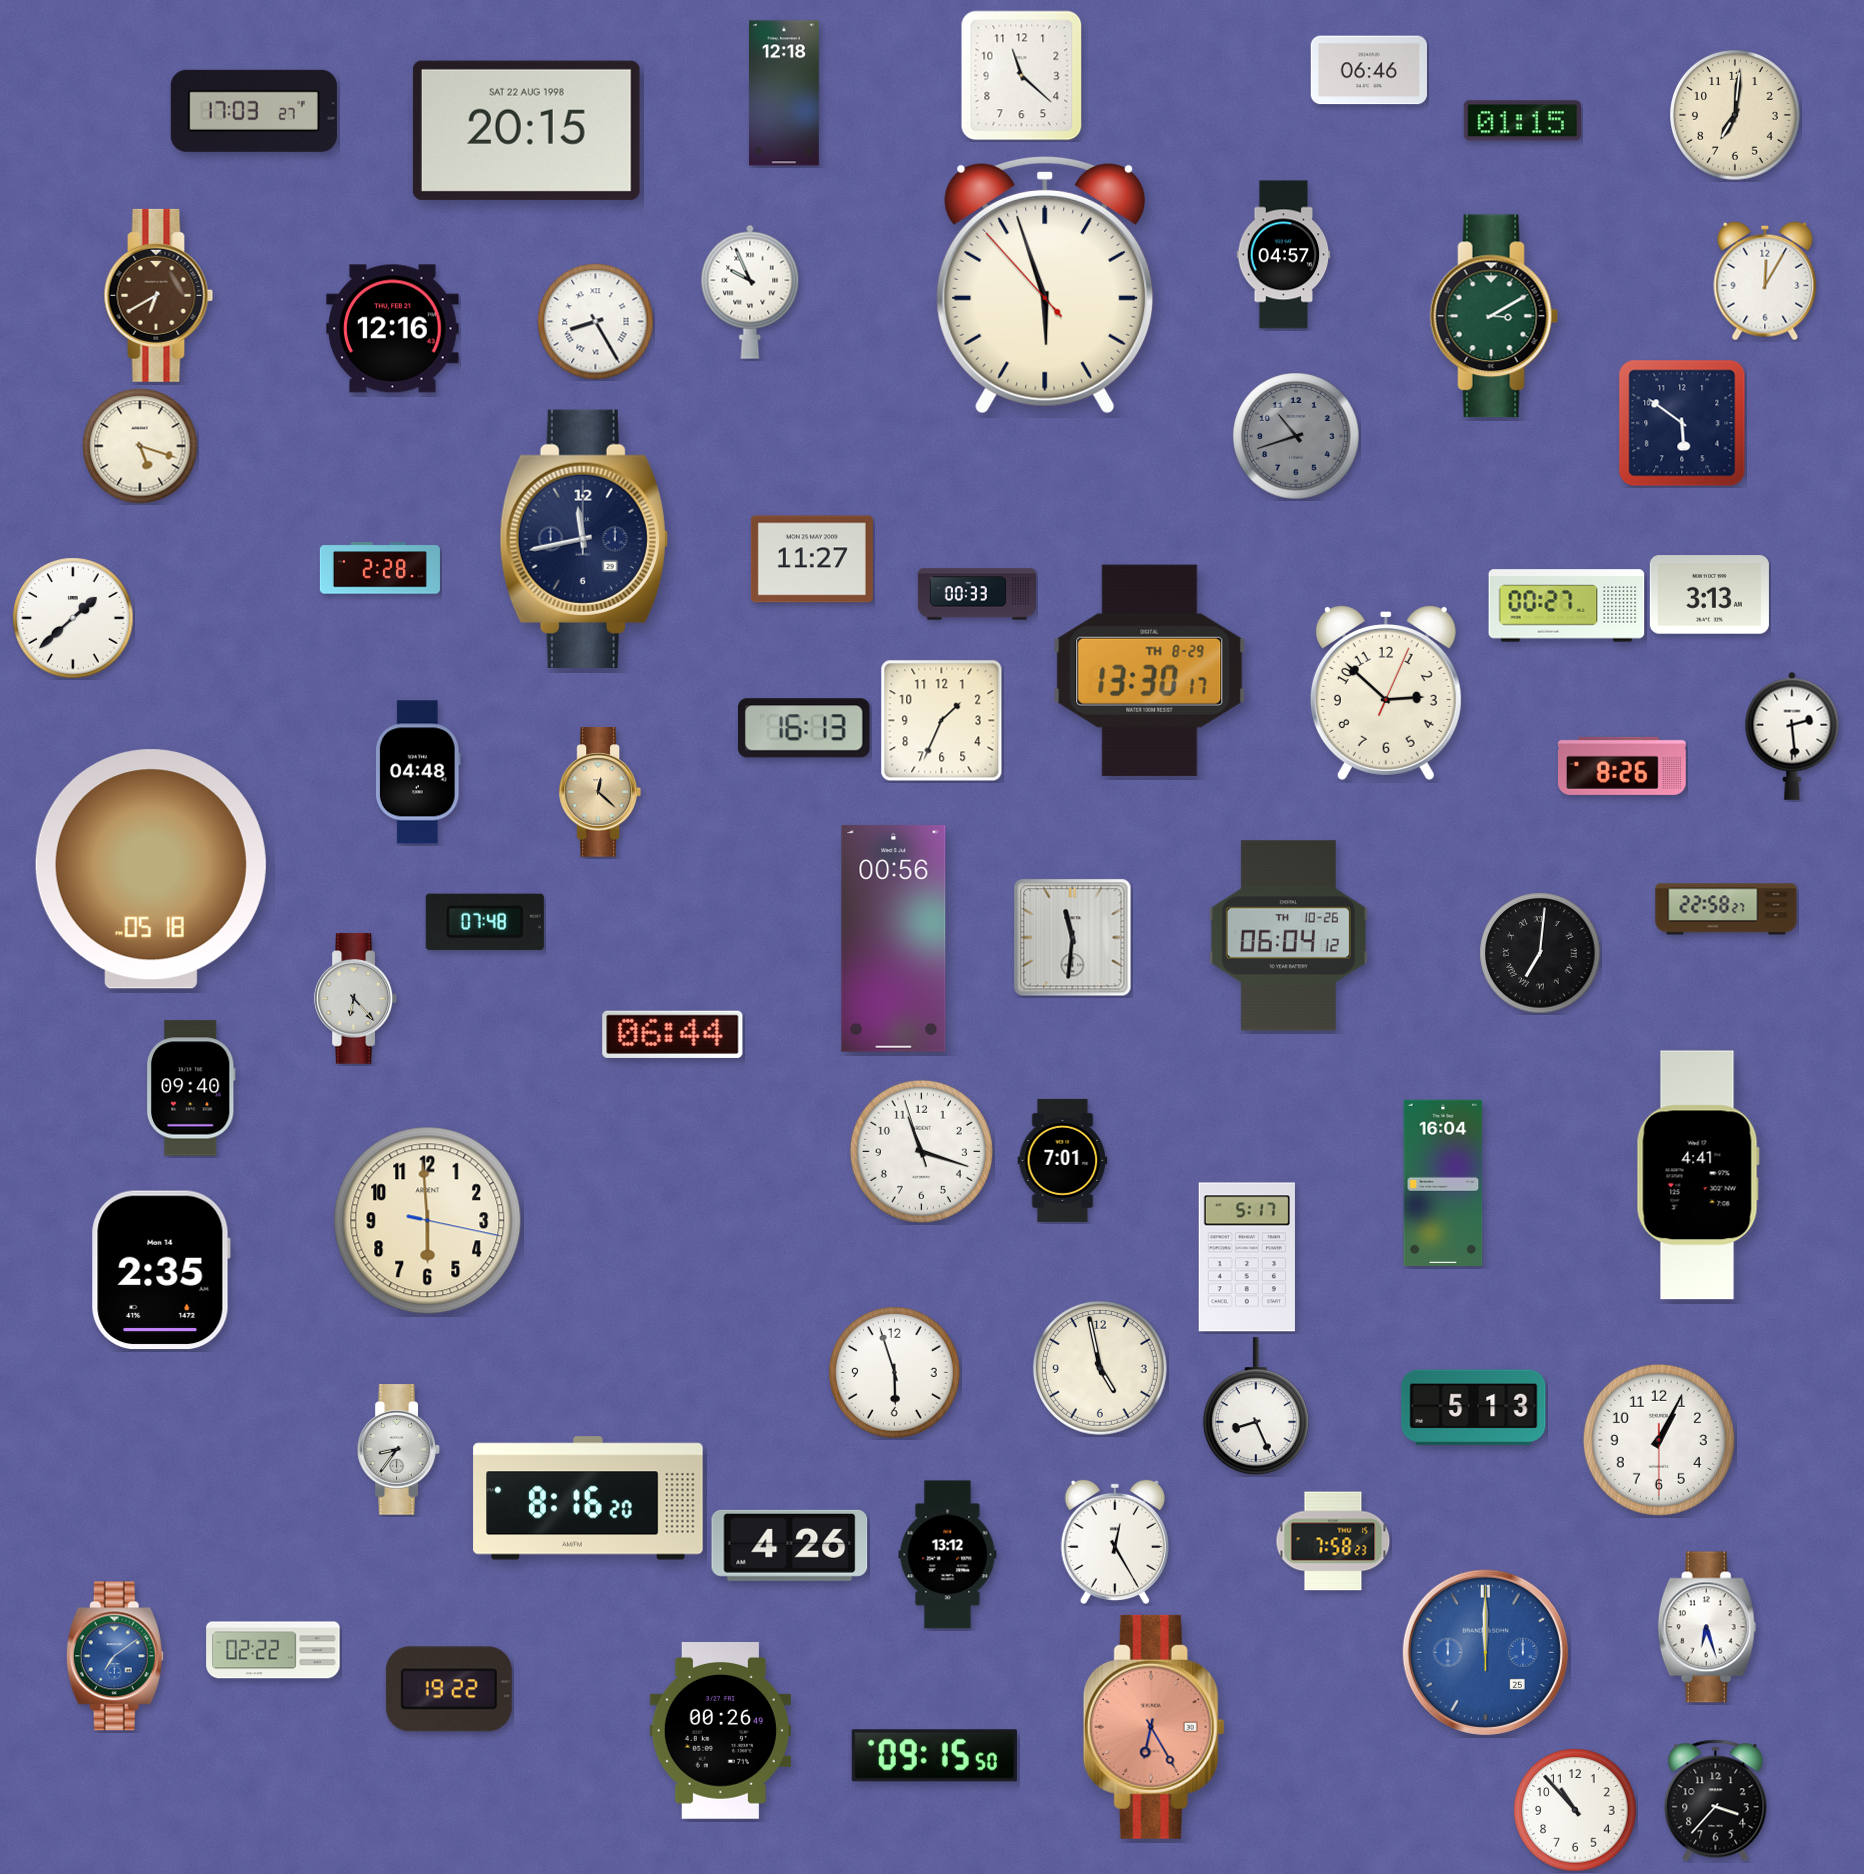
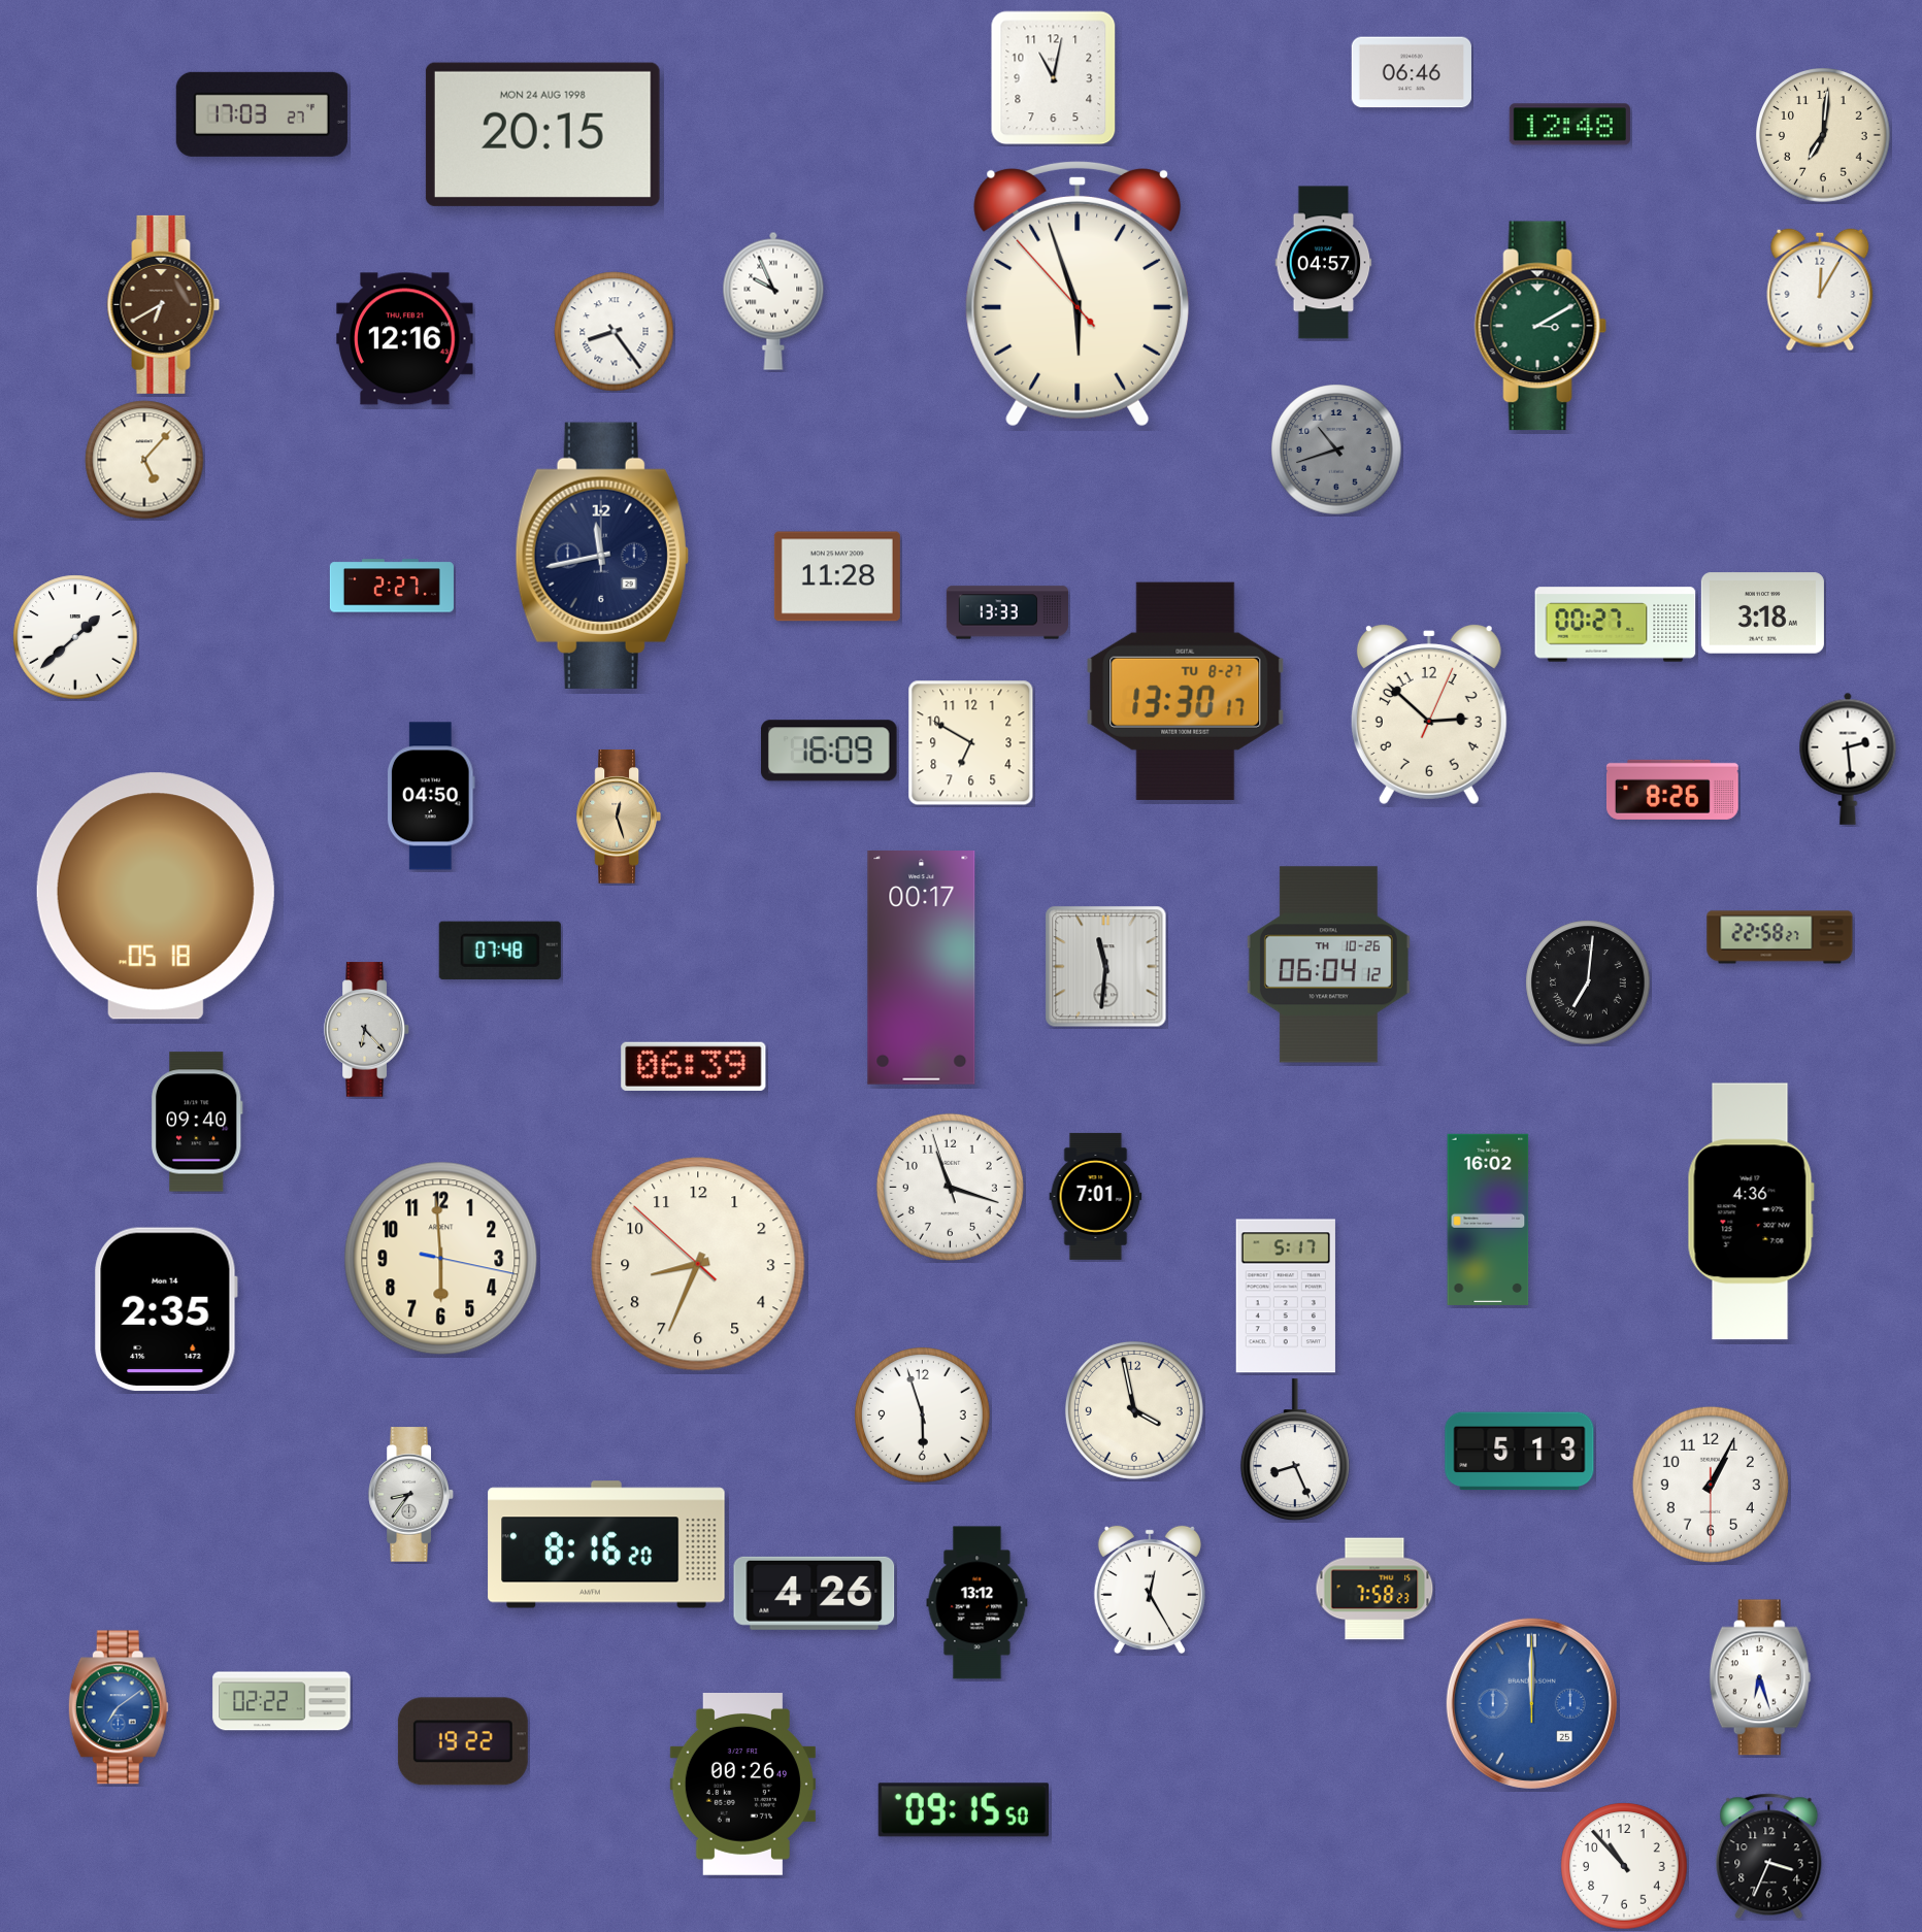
clock at (1022, 76): 11:22 -> 11:02
clock at (784, 93): 12:18 -> none
clock at (1736, 116) position: (1736, 116) -> (1824, 136)
clock at (1522, 121): 01:15 -> 12:48
clock at (526, 130) date: SAT 22 AUG 1998 -> MON 24 AUG 1998
clock at (596, 322): 8:25 -> 8:24
clock at (1682, 423): 5:51 -> none
clock at (140, 446): 5:18 -> 5:07
clock at (812, 559): 11:27 -> 11:28
clock at (380, 568): 2:28 -> 2:27
clock at (977, 594): 00:33 -> 13:33
clock at (1709, 595): 3:13 -> 3:18
clock at (1150, 670) date: TH 8-29 -> TU 8-27
clock at (942, 721): 1:34 -> 6:50
clock at (805, 728): 16:13 -> 16:09
clock at (418, 772): 04:48 -> 04:50
clock at (599, 792): 12:22 -> 12:27
clock at (894, 939): 00:56 -> 00:17
clock at (673, 1034): 06:44 -> 06:39
clock at (1698, 1175): 4:41 -> 4:36
clock at (1443, 1183): 16:04 -> 16:02
clock at (698, 1264): none -> 8:33
clock at (1100, 1368): 4:58 -> 3:58
clock at (1154, 1727): 6:25 -> none
clock at (1716, 1801): 3:37 -> 3:34
